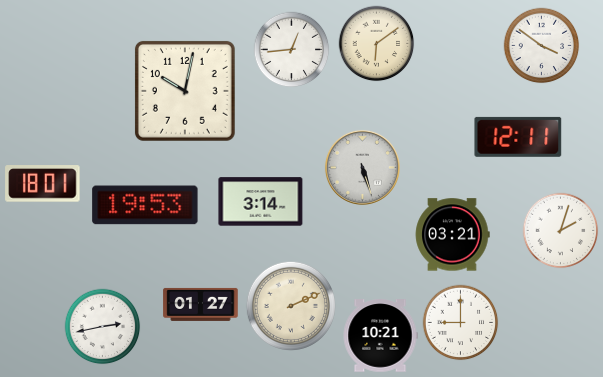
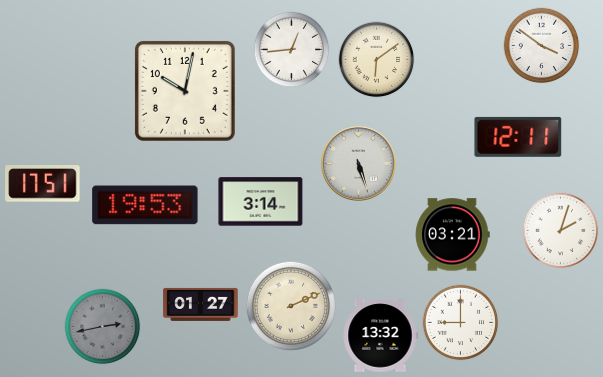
clock at (377, 44) position: (377, 44) -> (377, 60)
clock at (362, 167) position: (362, 167) -> (358, 163)
clock at (43, 184): 18:01 -> 17:51
clock at (103, 327) dial: white -> grey
clock at (380, 336): 10:21 -> 13:32
